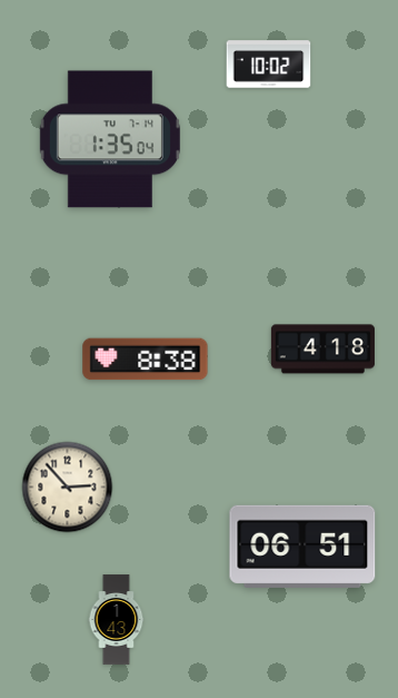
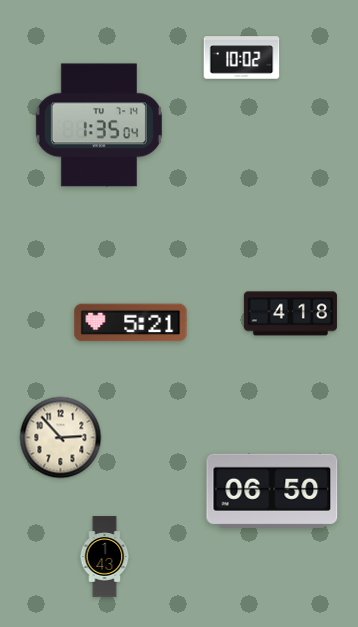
clock at (146, 360): 8:38 -> 5:21
clock at (302, 547): 06:51 -> 06:50
